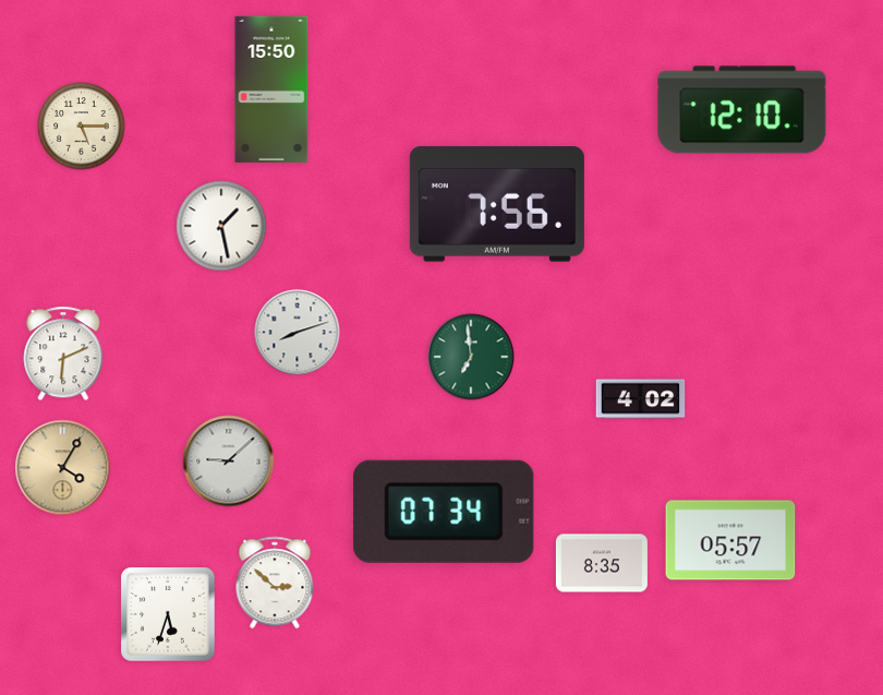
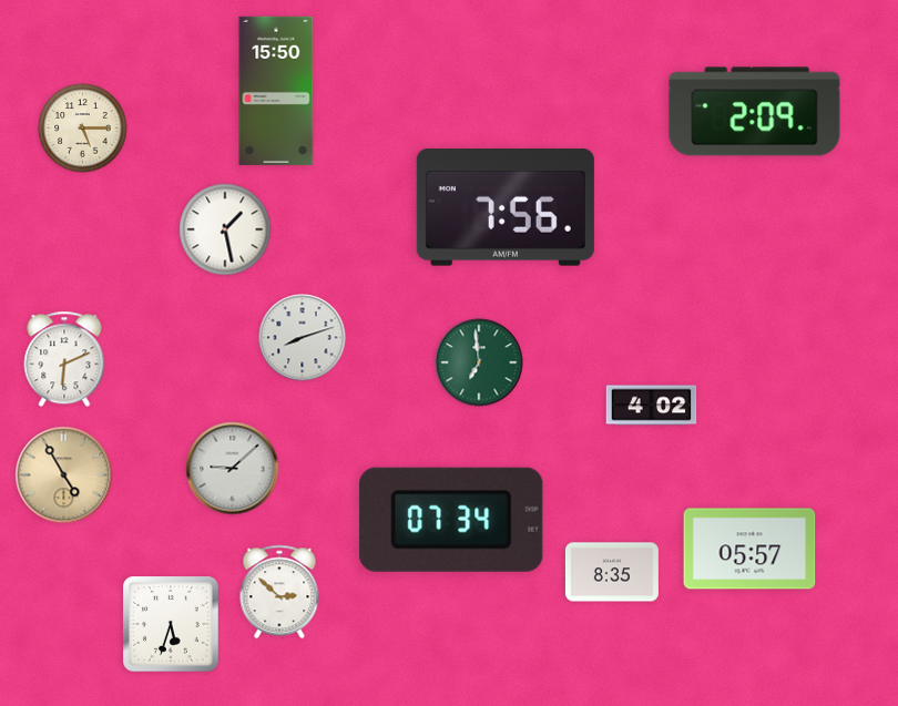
clock at (742, 110): 12:10 -> 2:09
clock at (63, 468): 4:05 -> 4:55
clock at (730, 540) position: (730, 540) -> (749, 549)
